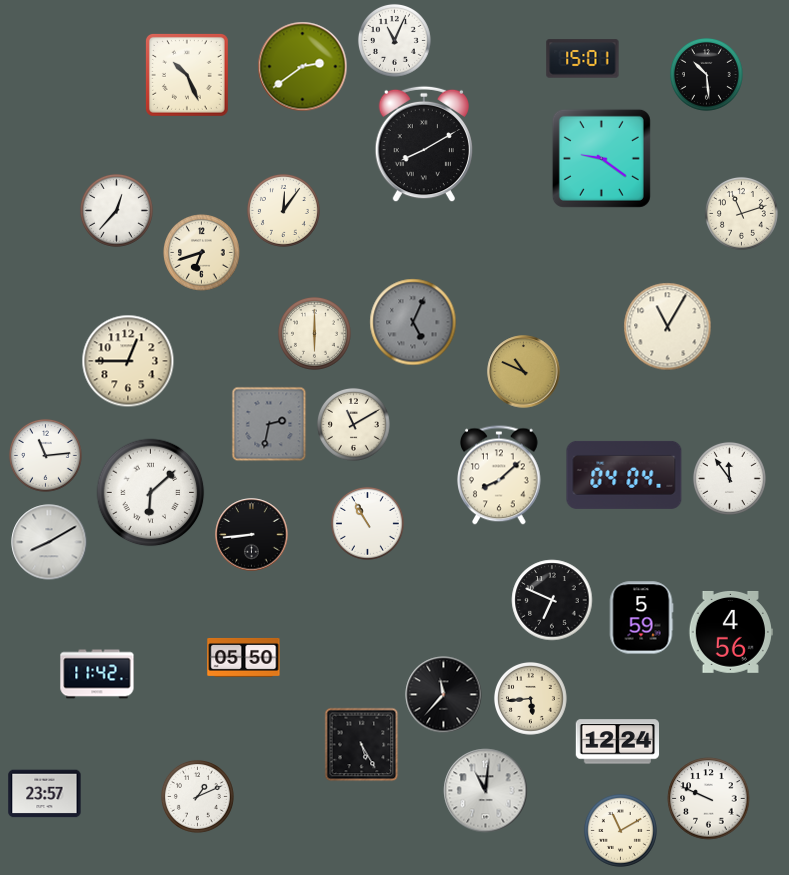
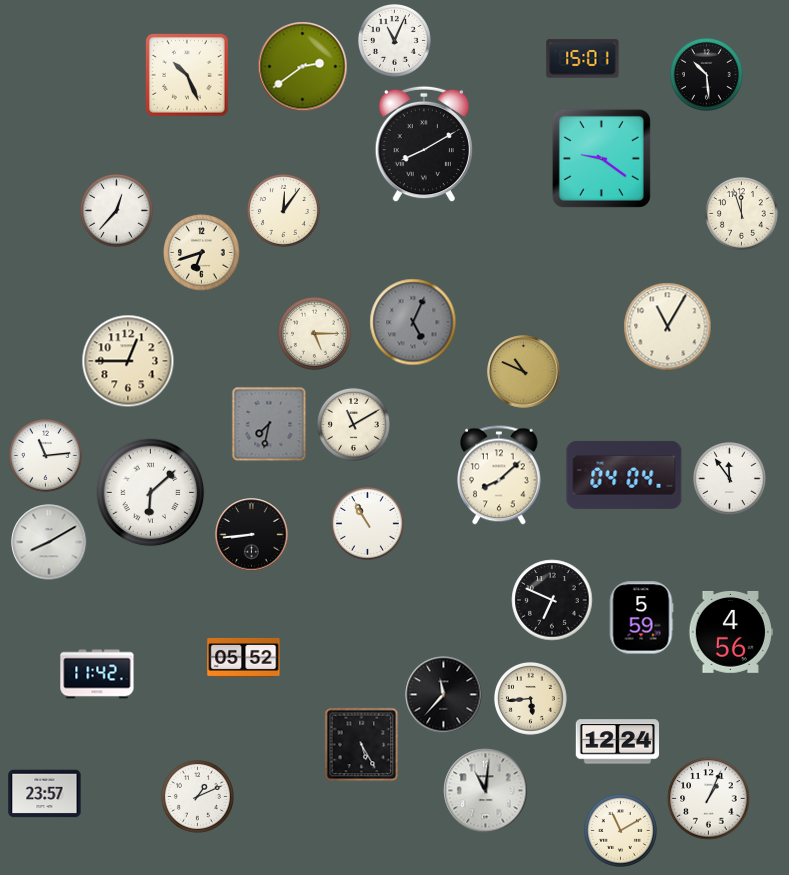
clock at (741, 213): 11:12 -> 11:57
clock at (314, 333): 6:00 -> 5:15
clock at (269, 424): 2:32 -> 7:32
clock at (244, 657): 05:50 -> 05:52
clock at (709, 799): 9:49 -> 1:04
